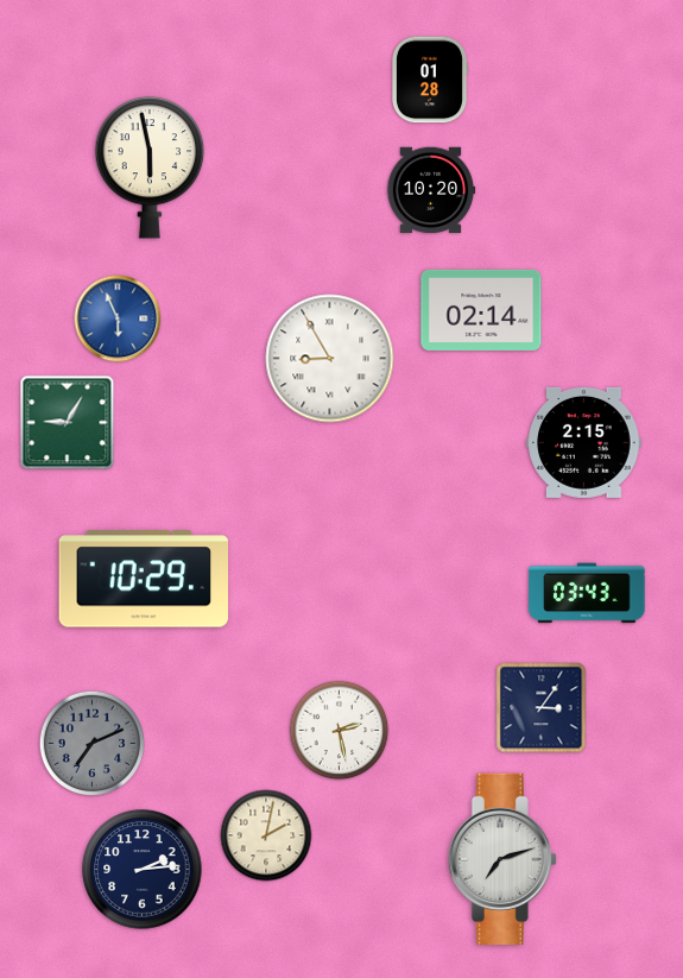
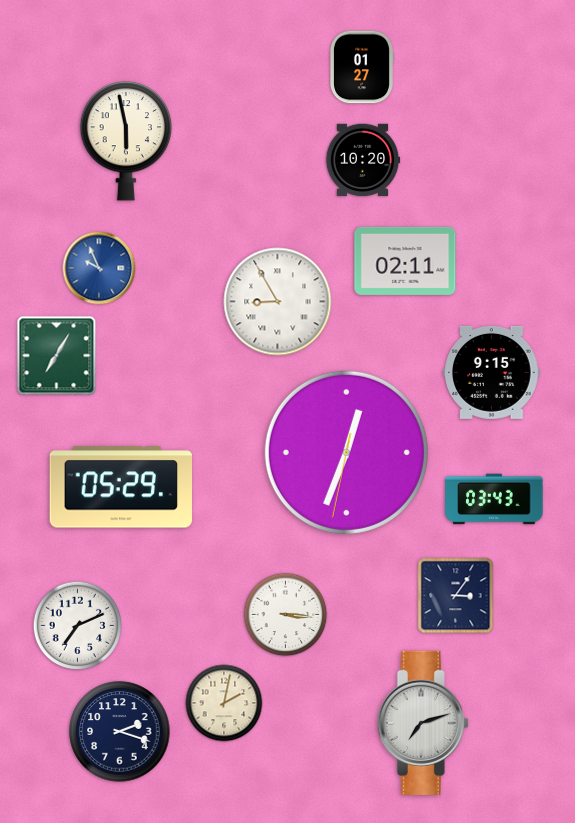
clock at (430, 80): 01:28 -> 01:27
clock at (481, 310): 02:14 -> 02:11
clock at (118, 318): 5:56 -> 9:56
clock at (68, 423): 9:05 -> 7:05
clock at (584, 442): 2:15 -> 9:15
clock at (346, 452): none -> 12:33
clock at (143, 579): 10:29 -> 05:29
clock at (340, 731): 2:28 -> 3:16
clock at (91, 743) dial: grey -> white
clock at (143, 870): 2:14 -> 2:18
